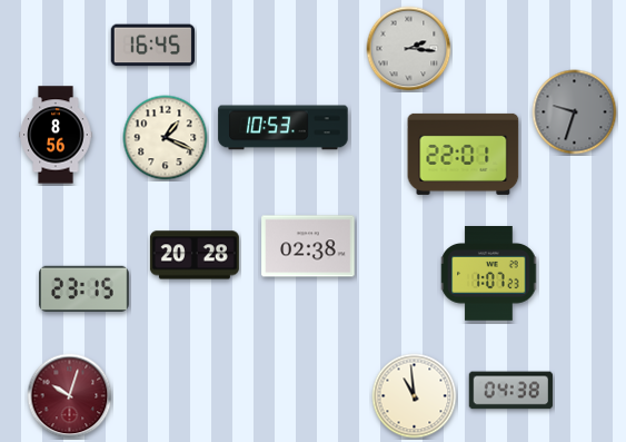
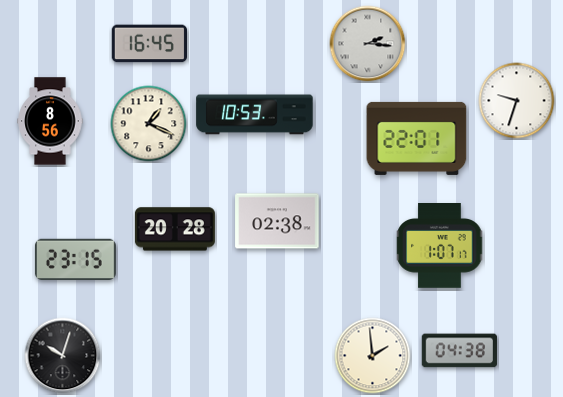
clock at (152, 46) position: (152, 46) -> (149, 44)
clock at (575, 112) dial: grey -> white
clock at (489, 274): 1:07:23 -> 1:07:17
clock at (70, 396) dial: burgundy -> black
clock at (415, 396): 10:59 -> 1:59
